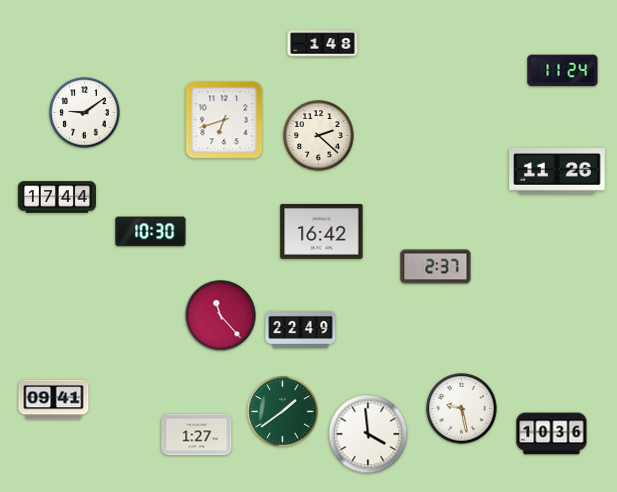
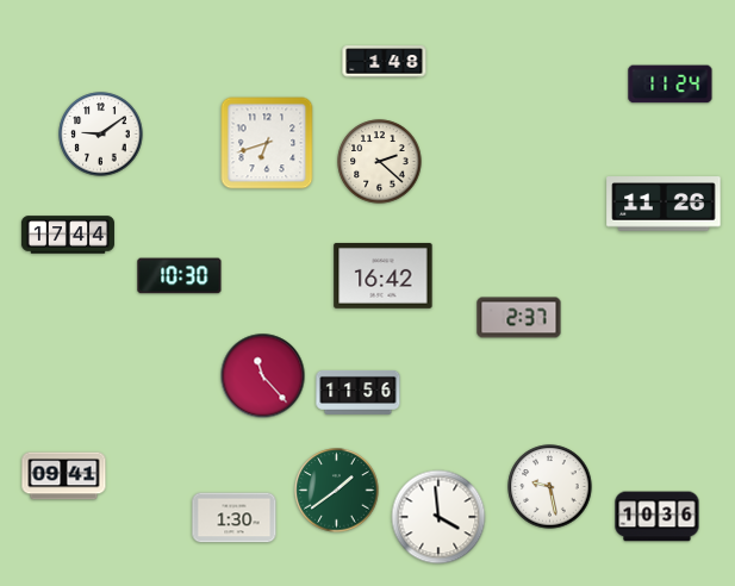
clock at (323, 44) position: (323, 44) -> (385, 62)
clock at (301, 329): 22:49 -> 11:56
clock at (197, 435): 1:27 -> 1:30
